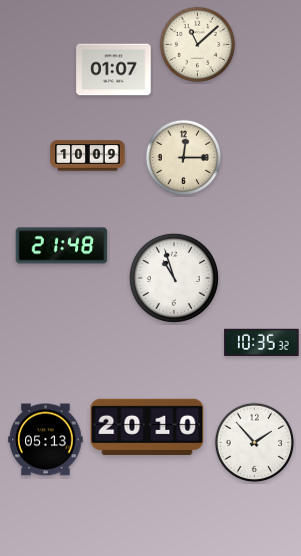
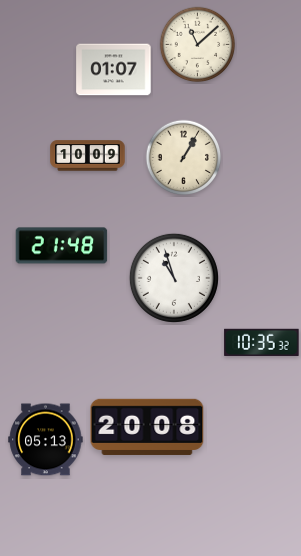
clock at (184, 158): 12:15 -> 1:05
clock at (147, 427): 20:10 -> 20:08
clock at (254, 442): 1:53 -> none
